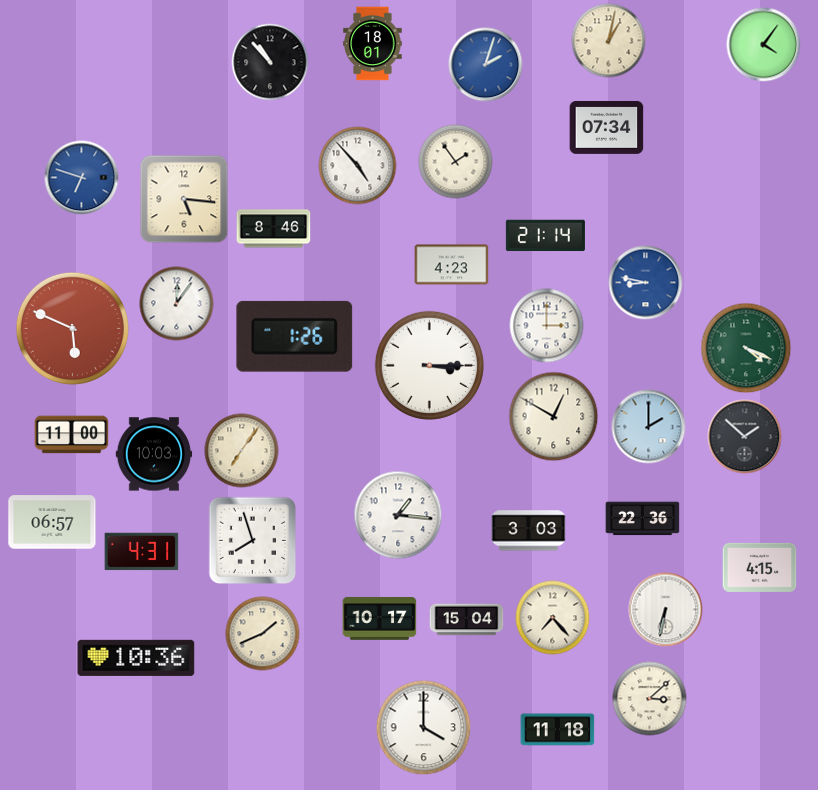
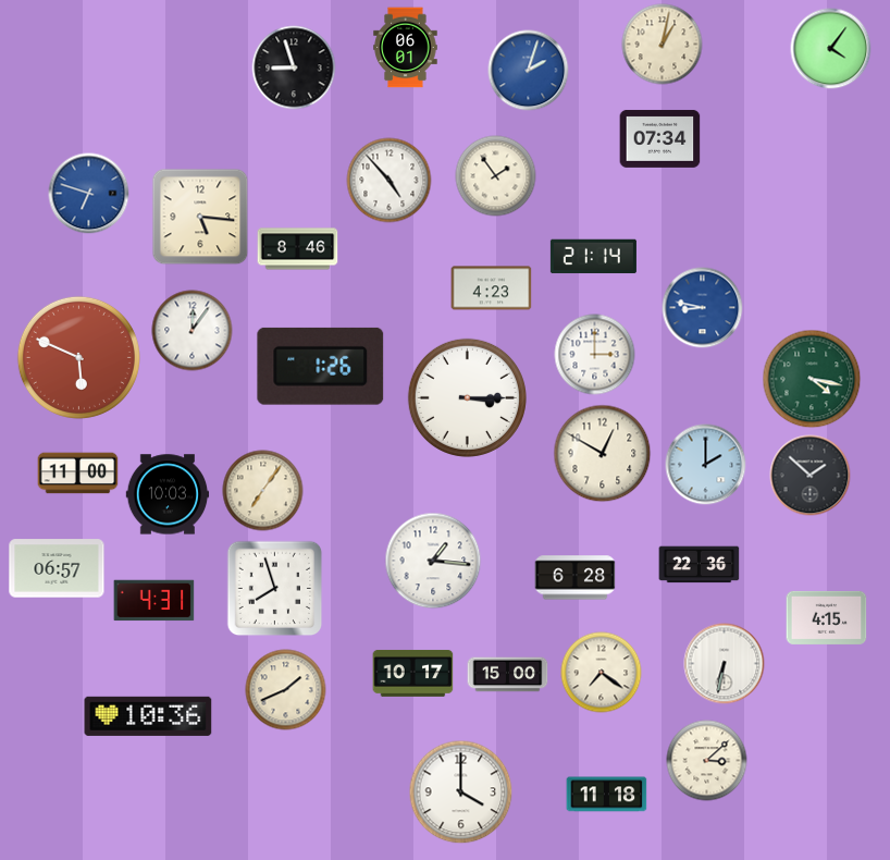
clock at (373, 44): 18:01 -> 06:01
clock at (270, 62): 10:53 -> 8:57
clock at (746, 348): 4:19 -> 4:17
clock at (529, 531): 3:03 -> 6:28
clock at (553, 618): 7:23 -> 7:21
clock at (467, 620): 15:04 -> 15:00
